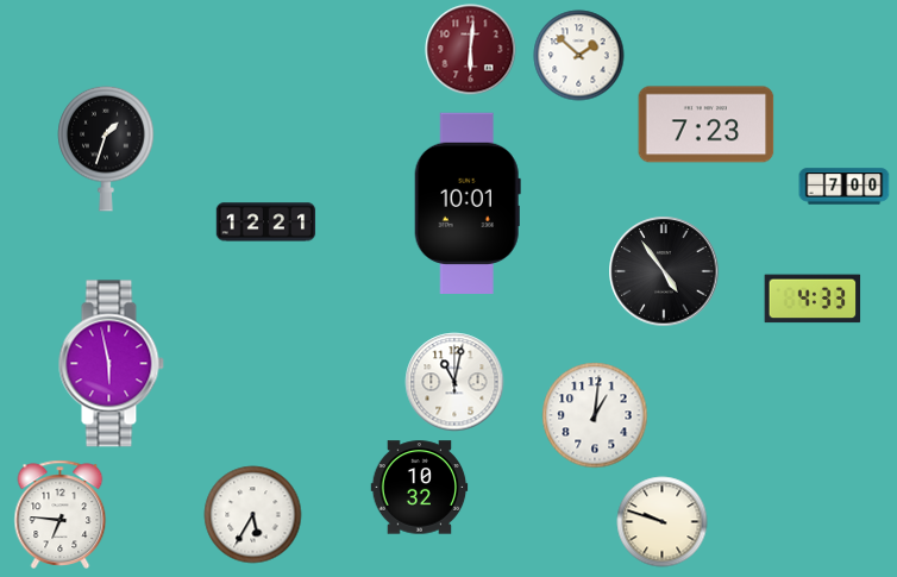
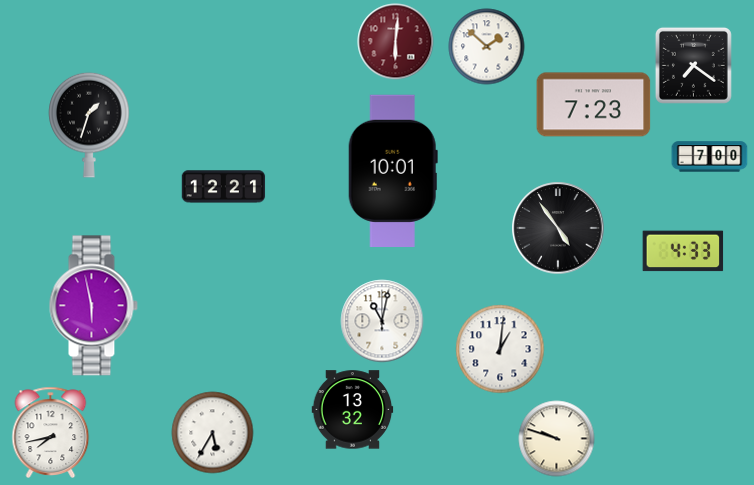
clock at (693, 65): none -> 7:21
clock at (420, 488): 10:32 -> 13:32
clock at (61, 514): 6:46 -> 7:43
